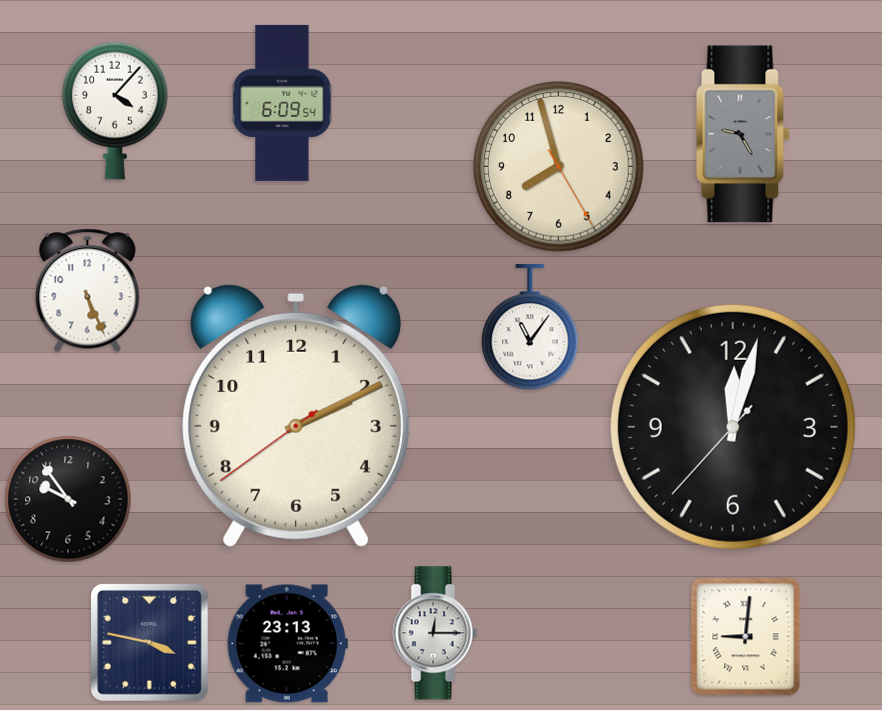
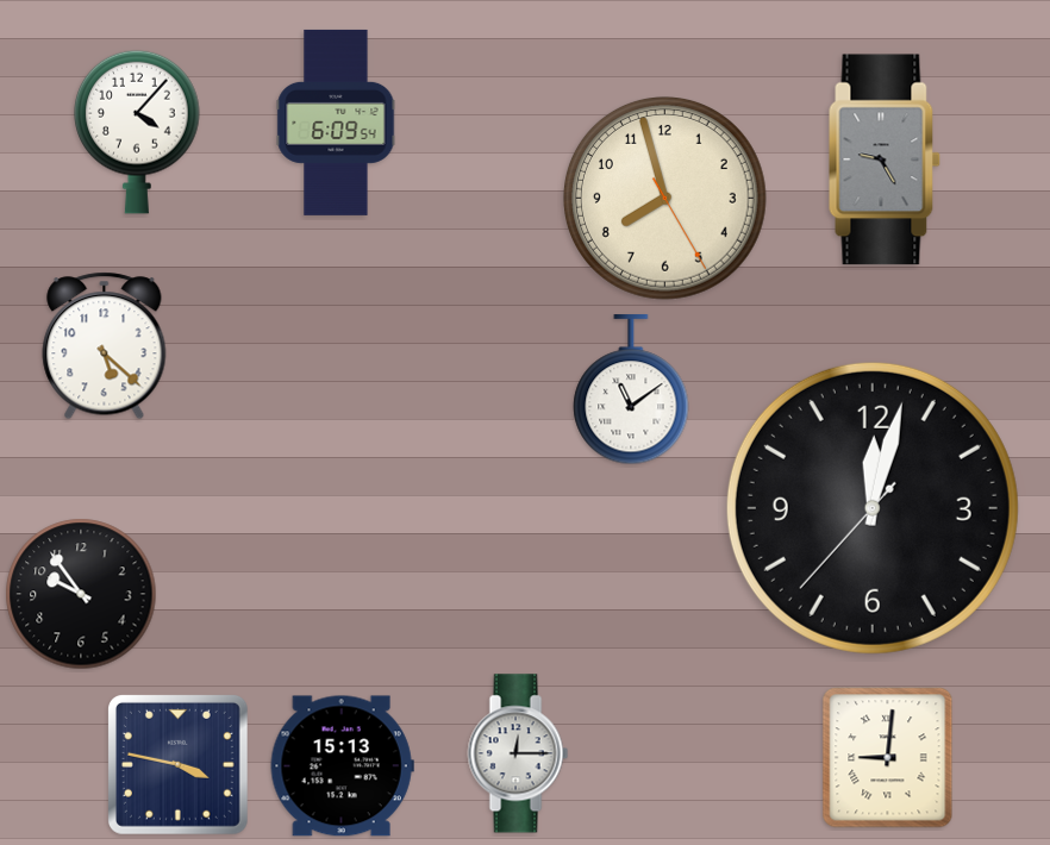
clock at (88, 291): 5:26 -> 5:22
clock at (530, 328): 11:06 -> 11:09
clock at (296, 415): 2:10 -> none
clock at (287, 644): 23:13 -> 15:13
